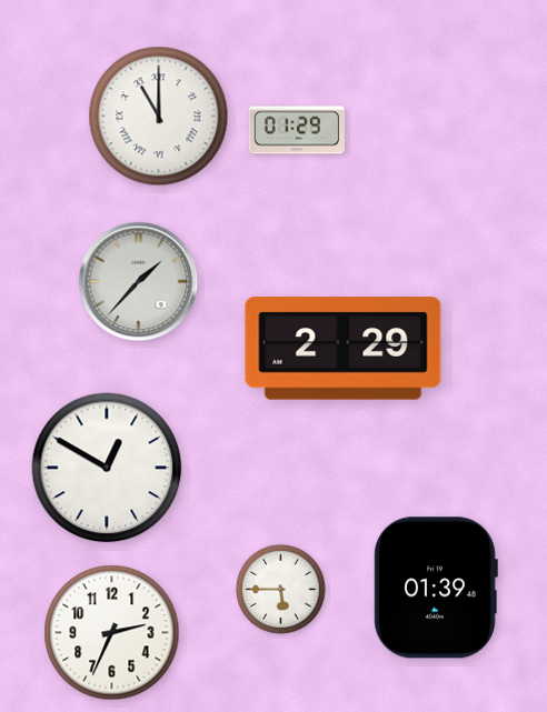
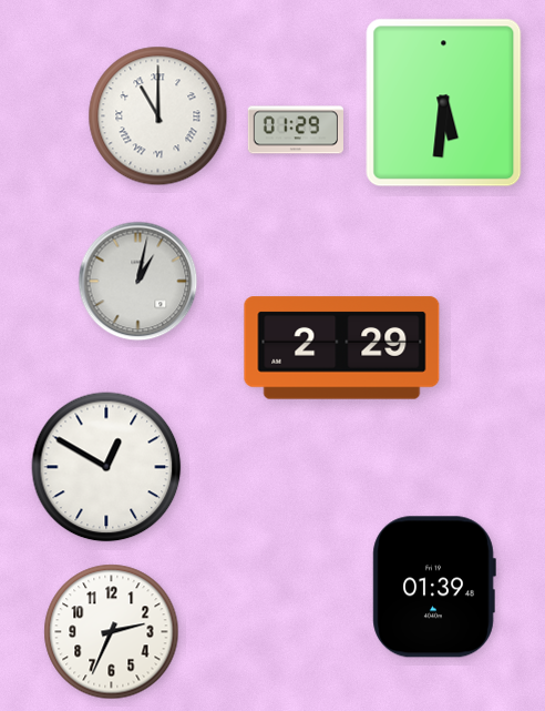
clock at (444, 103): none -> 5:31
clock at (139, 282): 1:37 -> 1:02
clock at (280, 589): 5:45 -> none
